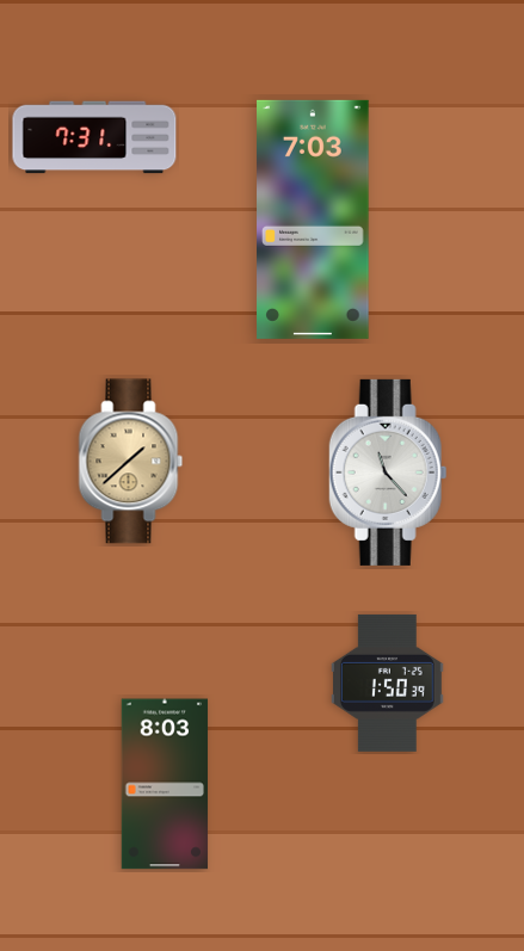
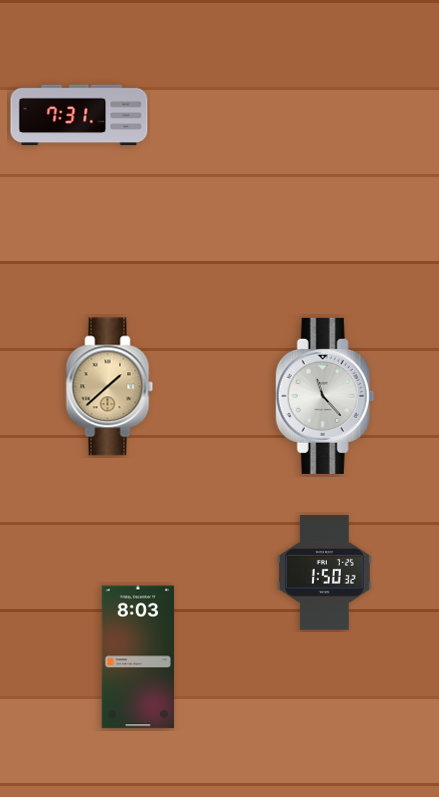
clock at (313, 220): 7:03 -> none
clock at (388, 683): 1:50:39 -> 1:50:32
